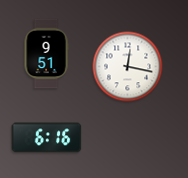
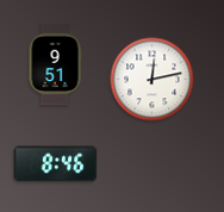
clock at (128, 67): 12:17 -> 12:13
clock at (47, 138): 6:16 -> 8:46
